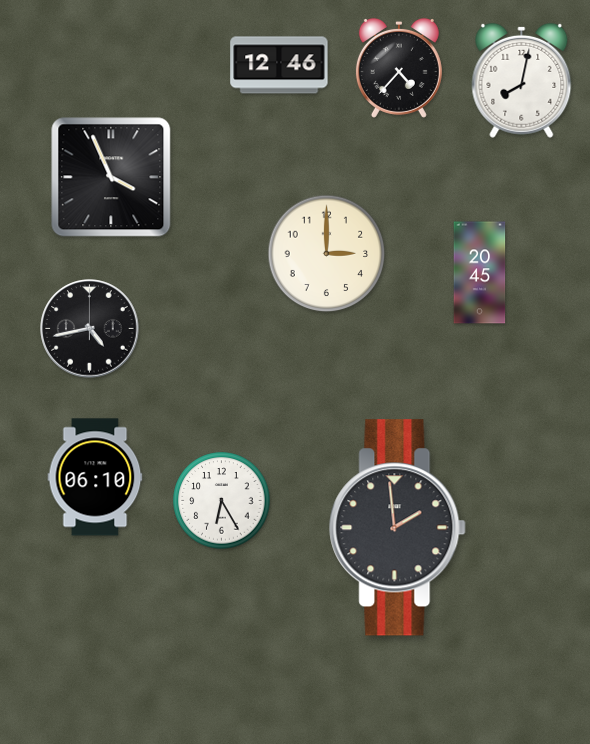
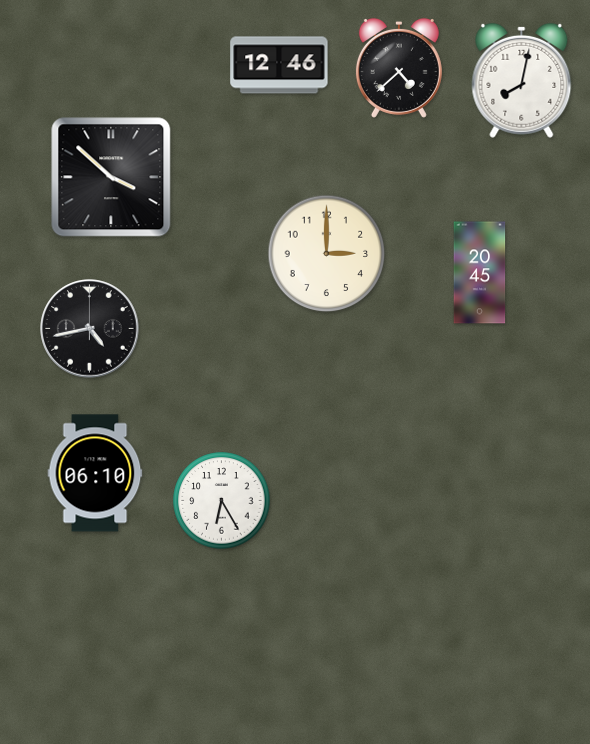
clock at (399, 68): 4:37 -> 4:38
clock at (111, 177): 3:56 -> 3:52
clock at (95, 477) position: (95, 477) -> (95, 473)
clock at (398, 528): 1:59 -> none
